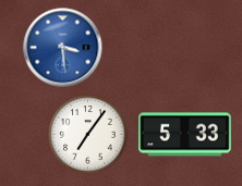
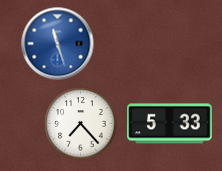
clock at (63, 48): 3:29 -> 11:27
clock at (88, 135): 7:06 -> 7:23
